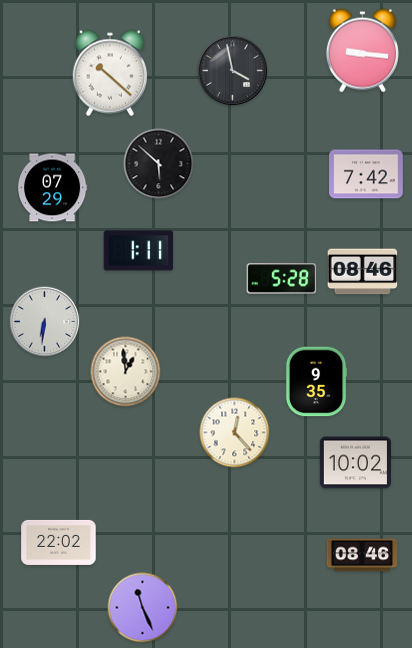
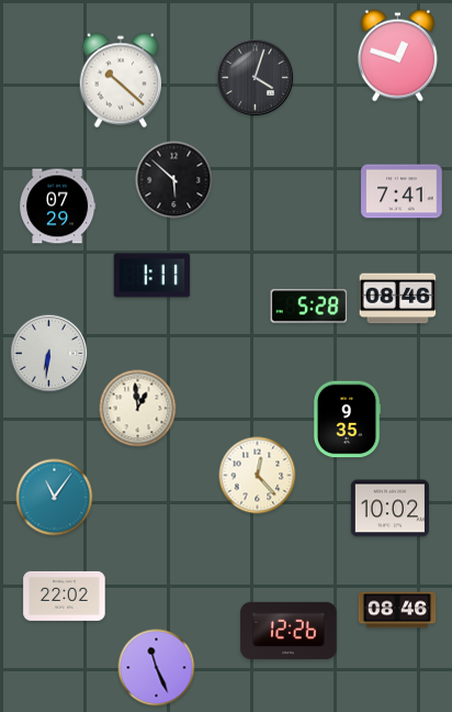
clock at (362, 51): 9:16 -> 12:48
clock at (233, 71): 3:58 -> 4:03
clock at (366, 174): 7:42 -> 7:41
clock at (55, 498): none -> 11:06
clock at (289, 631): none -> 12:26
